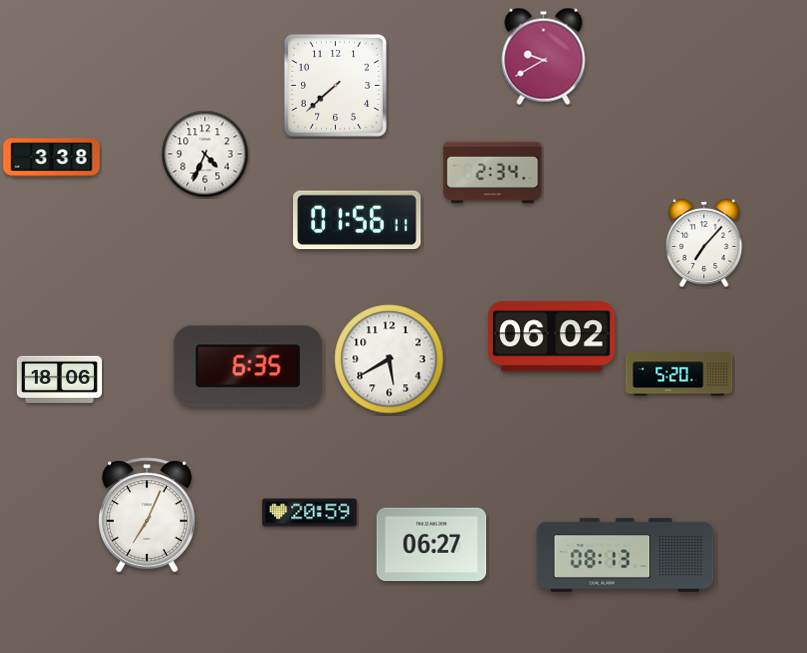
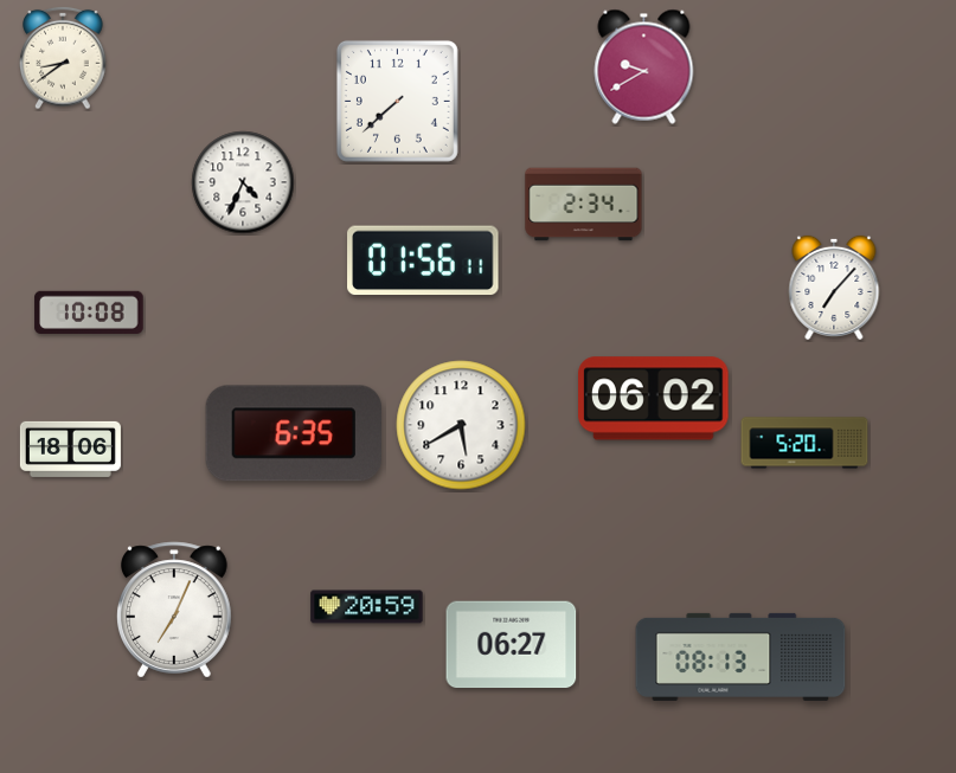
clock at (63, 58): none -> 8:39
clock at (52, 158): 3:38 -> none
clock at (89, 313): none -> 10:08
